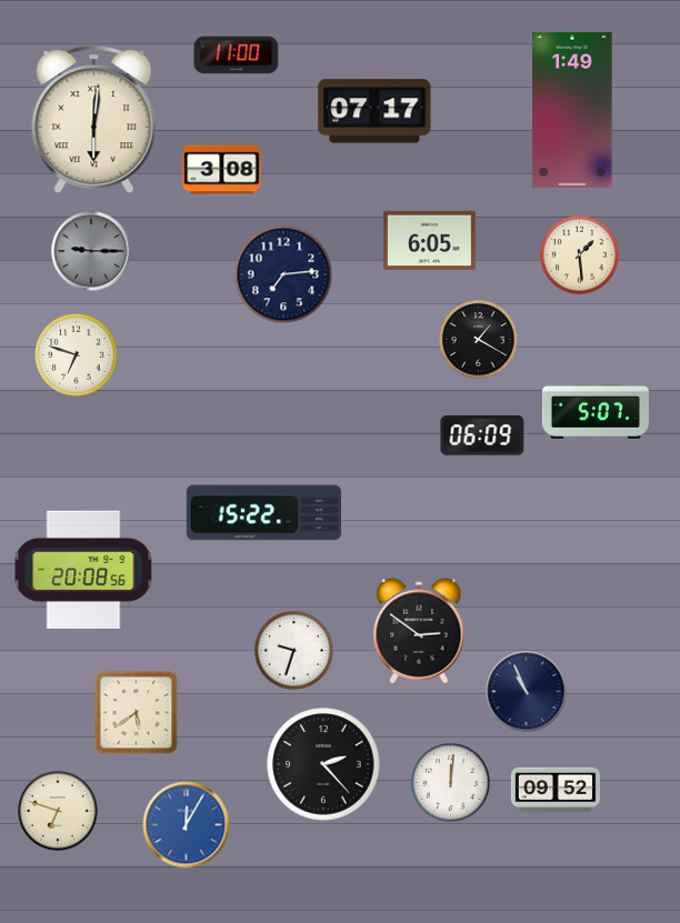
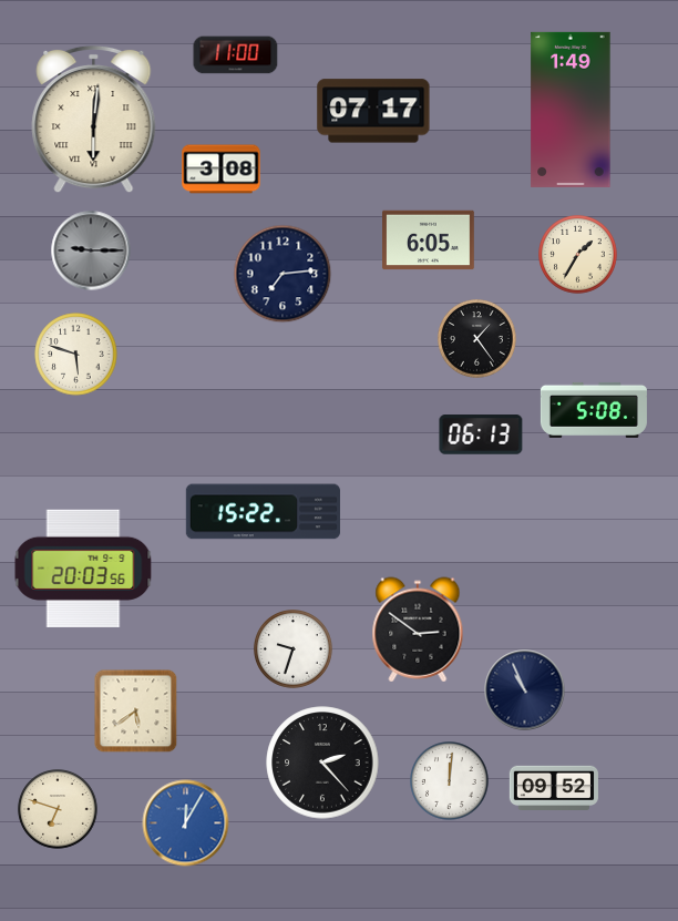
clock at (580, 255): 1:29 -> 1:35
clock at (479, 340): 1:20 -> 1:24
clock at (77, 355): 6:48 -> 5:48
clock at (596, 411): 5:07 -> 5:08
clock at (482, 435): 06:09 -> 06:13
clock at (83, 569): 20:08 -> 20:03
